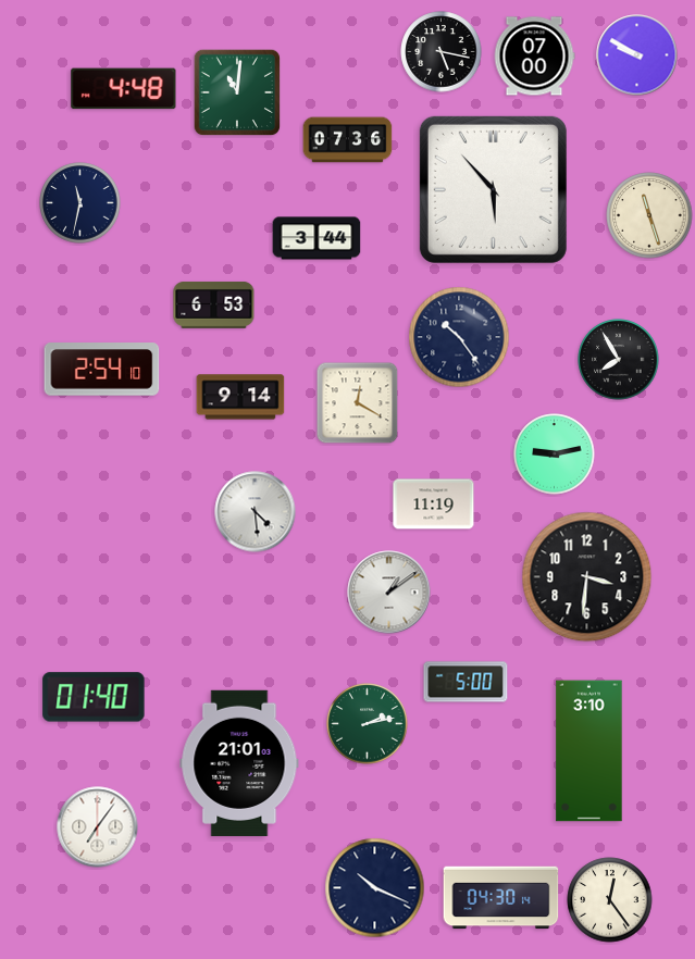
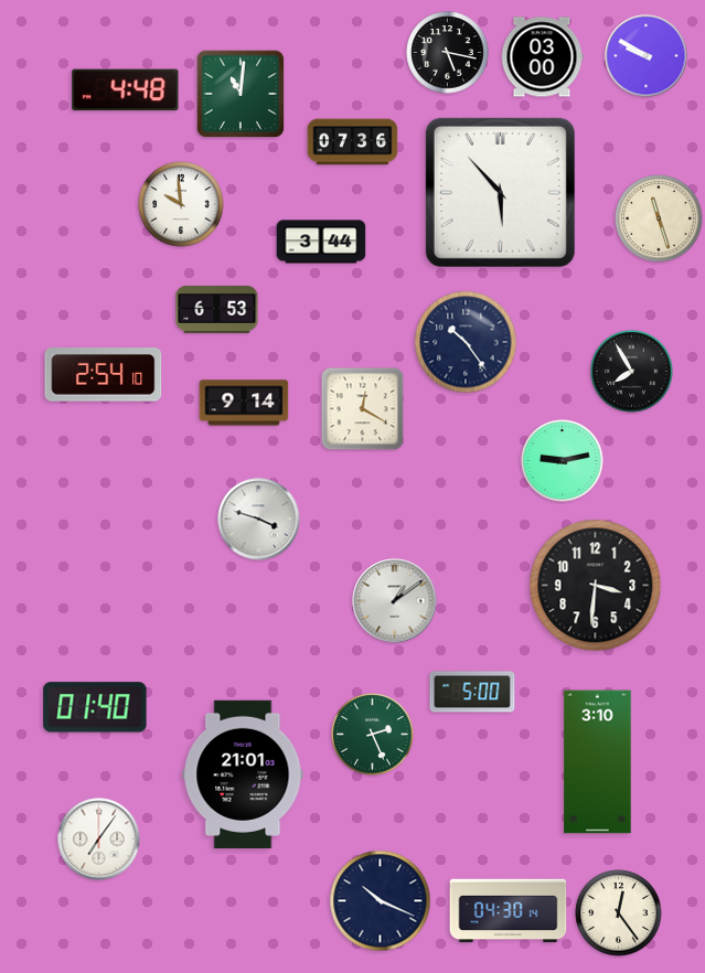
clock at (534, 57): 07:00 -> 03:00
clock at (181, 204): none -> 9:59
clock at (80, 203): 11:32 -> none
clock at (619, 360) position: (619, 360) -> (632, 372)
clock at (434, 505): 11:19 -> none
clock at (256, 512): 4:29 -> 3:48
clock at (368, 724): 2:13 -> 2:26
